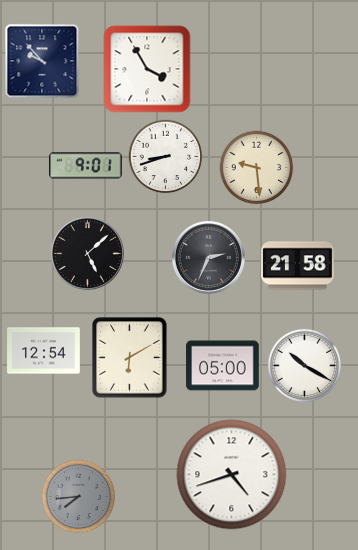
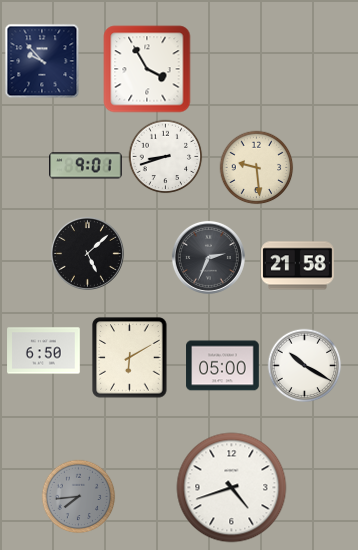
clock at (44, 351): 12:54 -> 6:50
clock at (232, 475) position: (232, 475) -> (232, 488)
